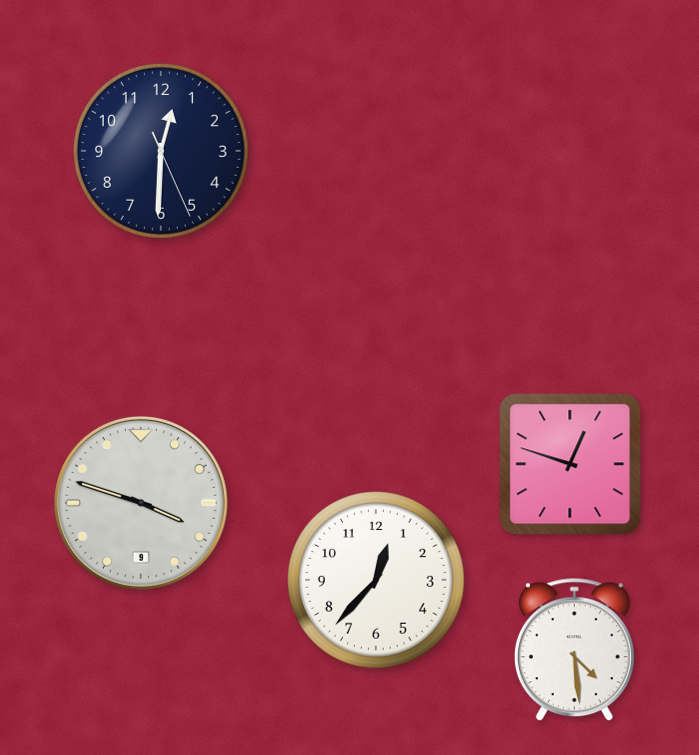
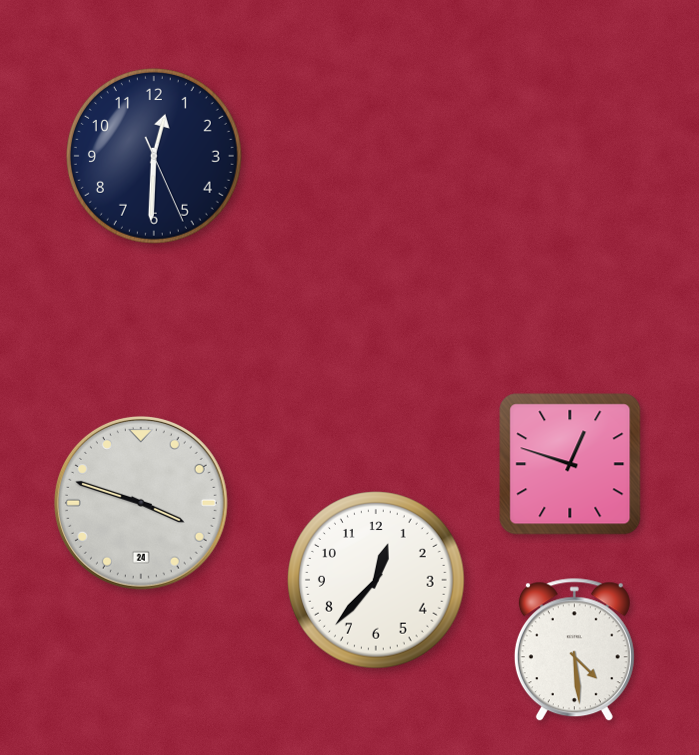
clock at (161, 151) position: (161, 151) -> (154, 156)
clock at (141, 503) date: 9 -> 24
